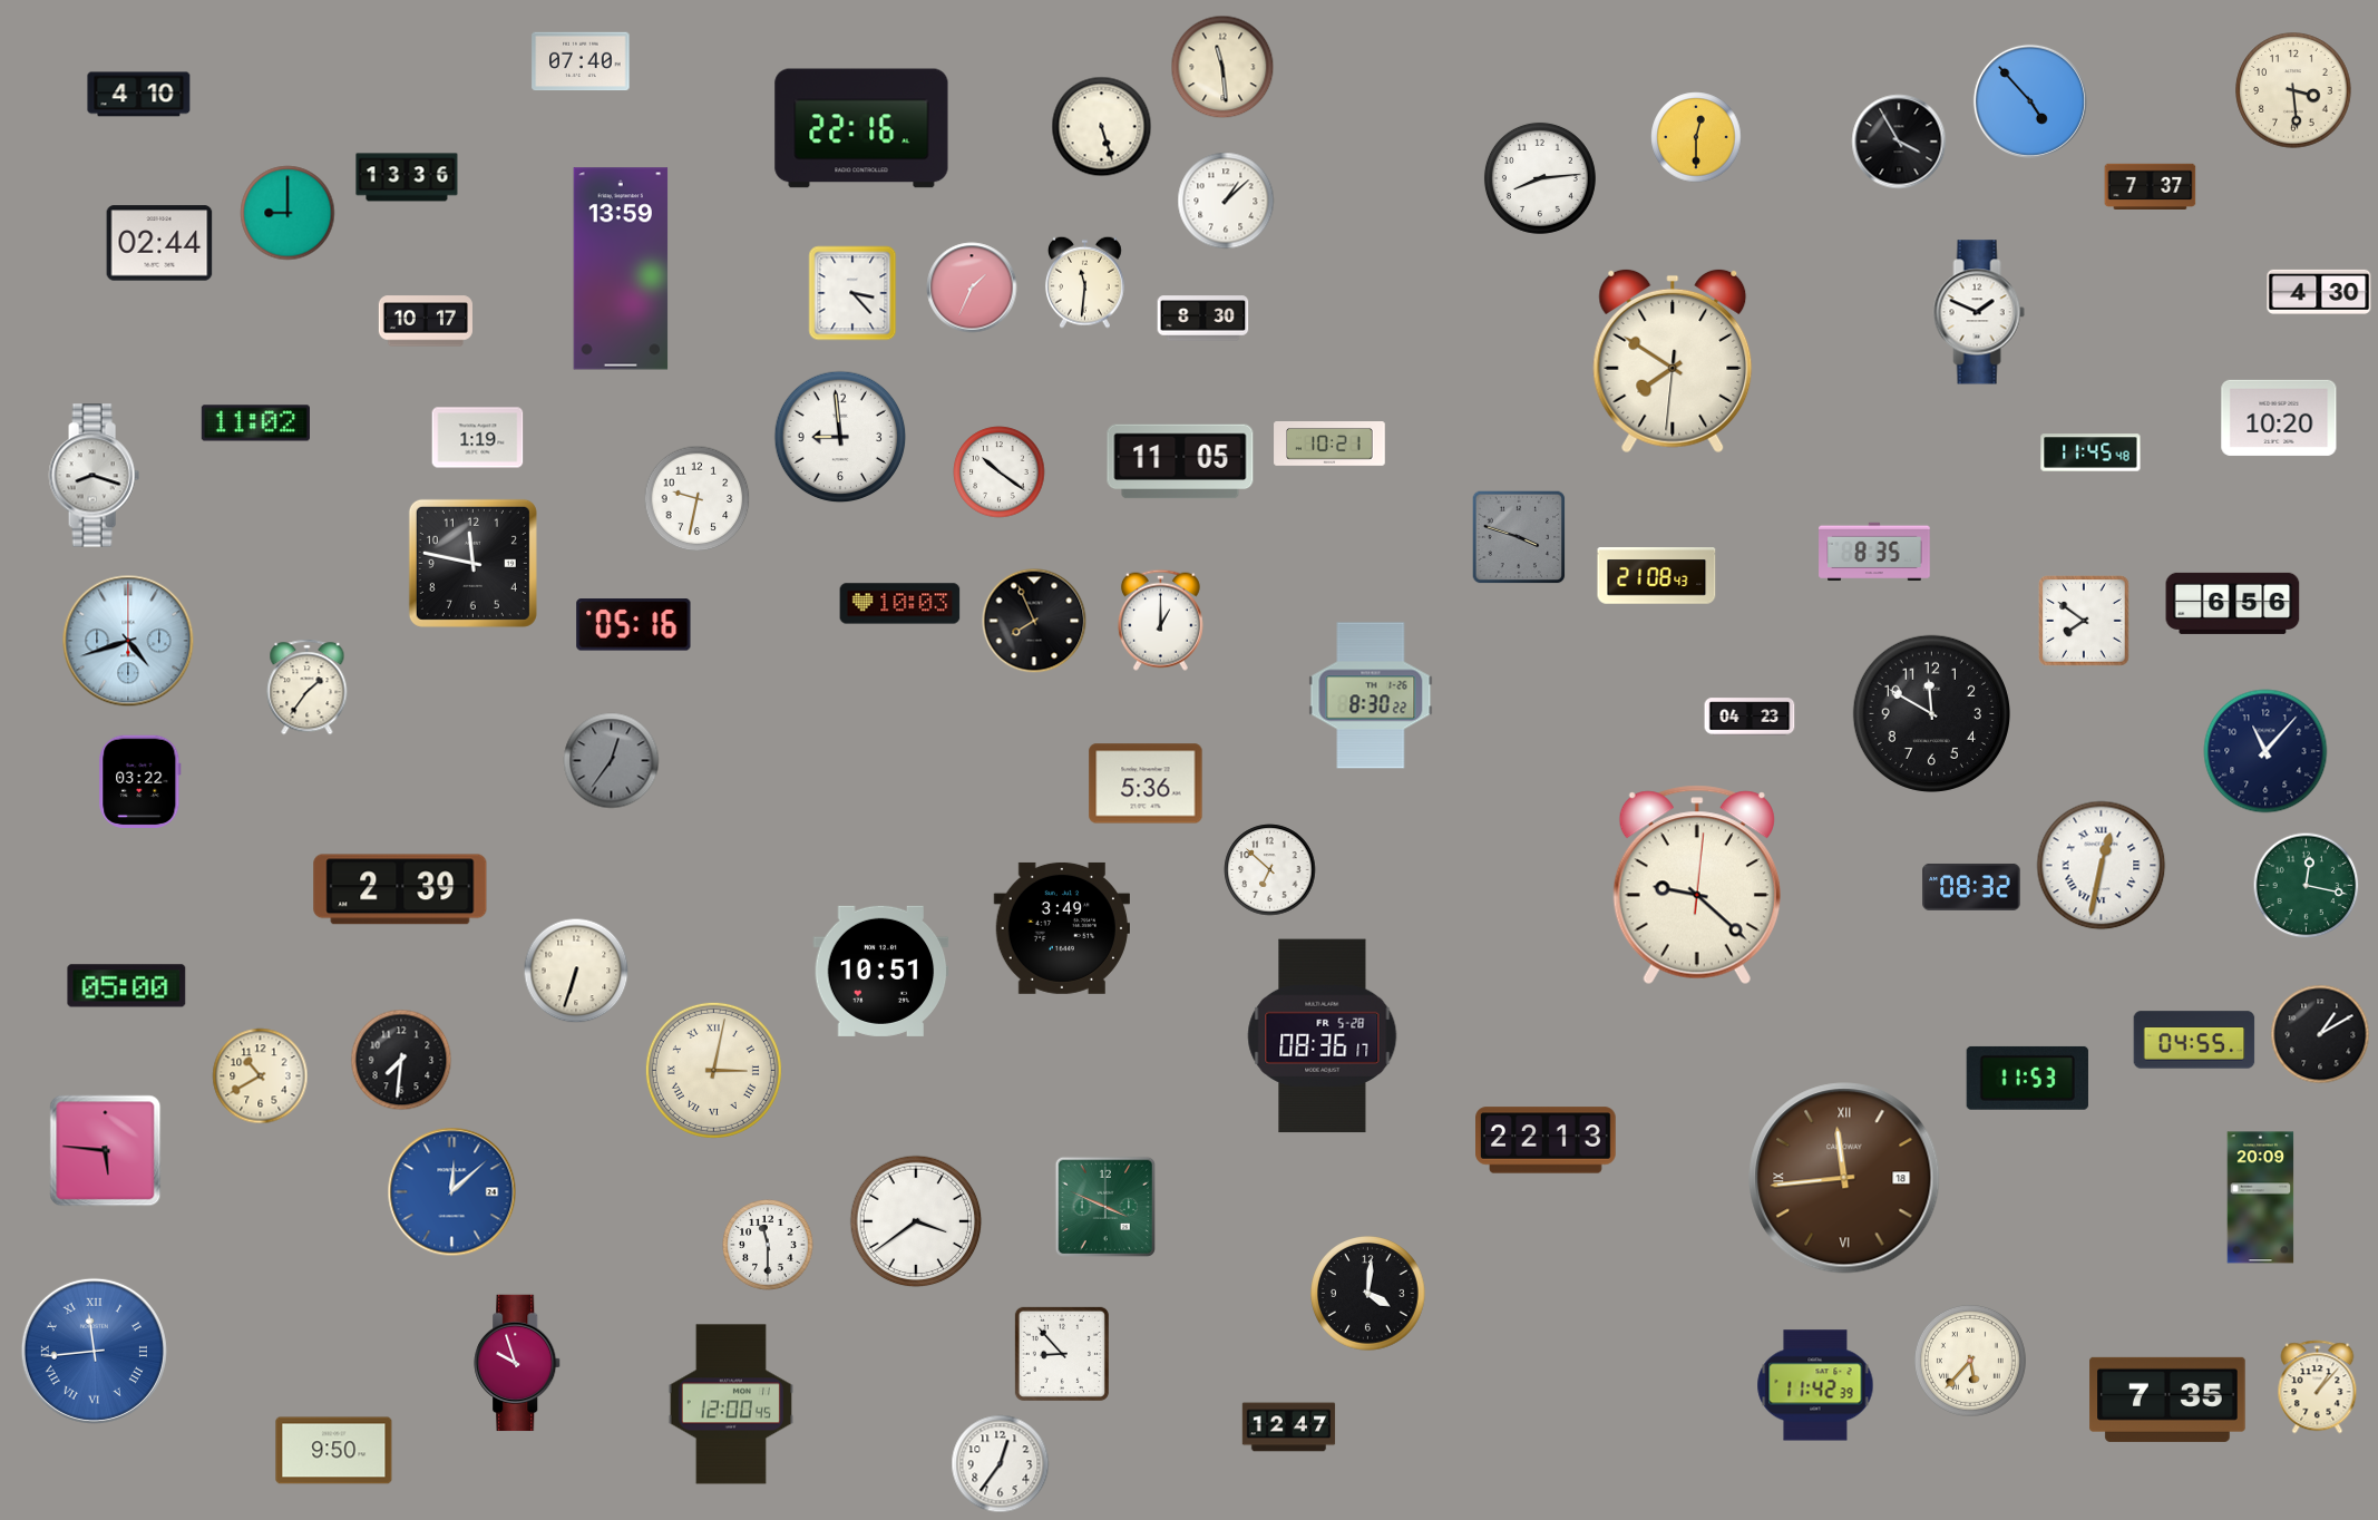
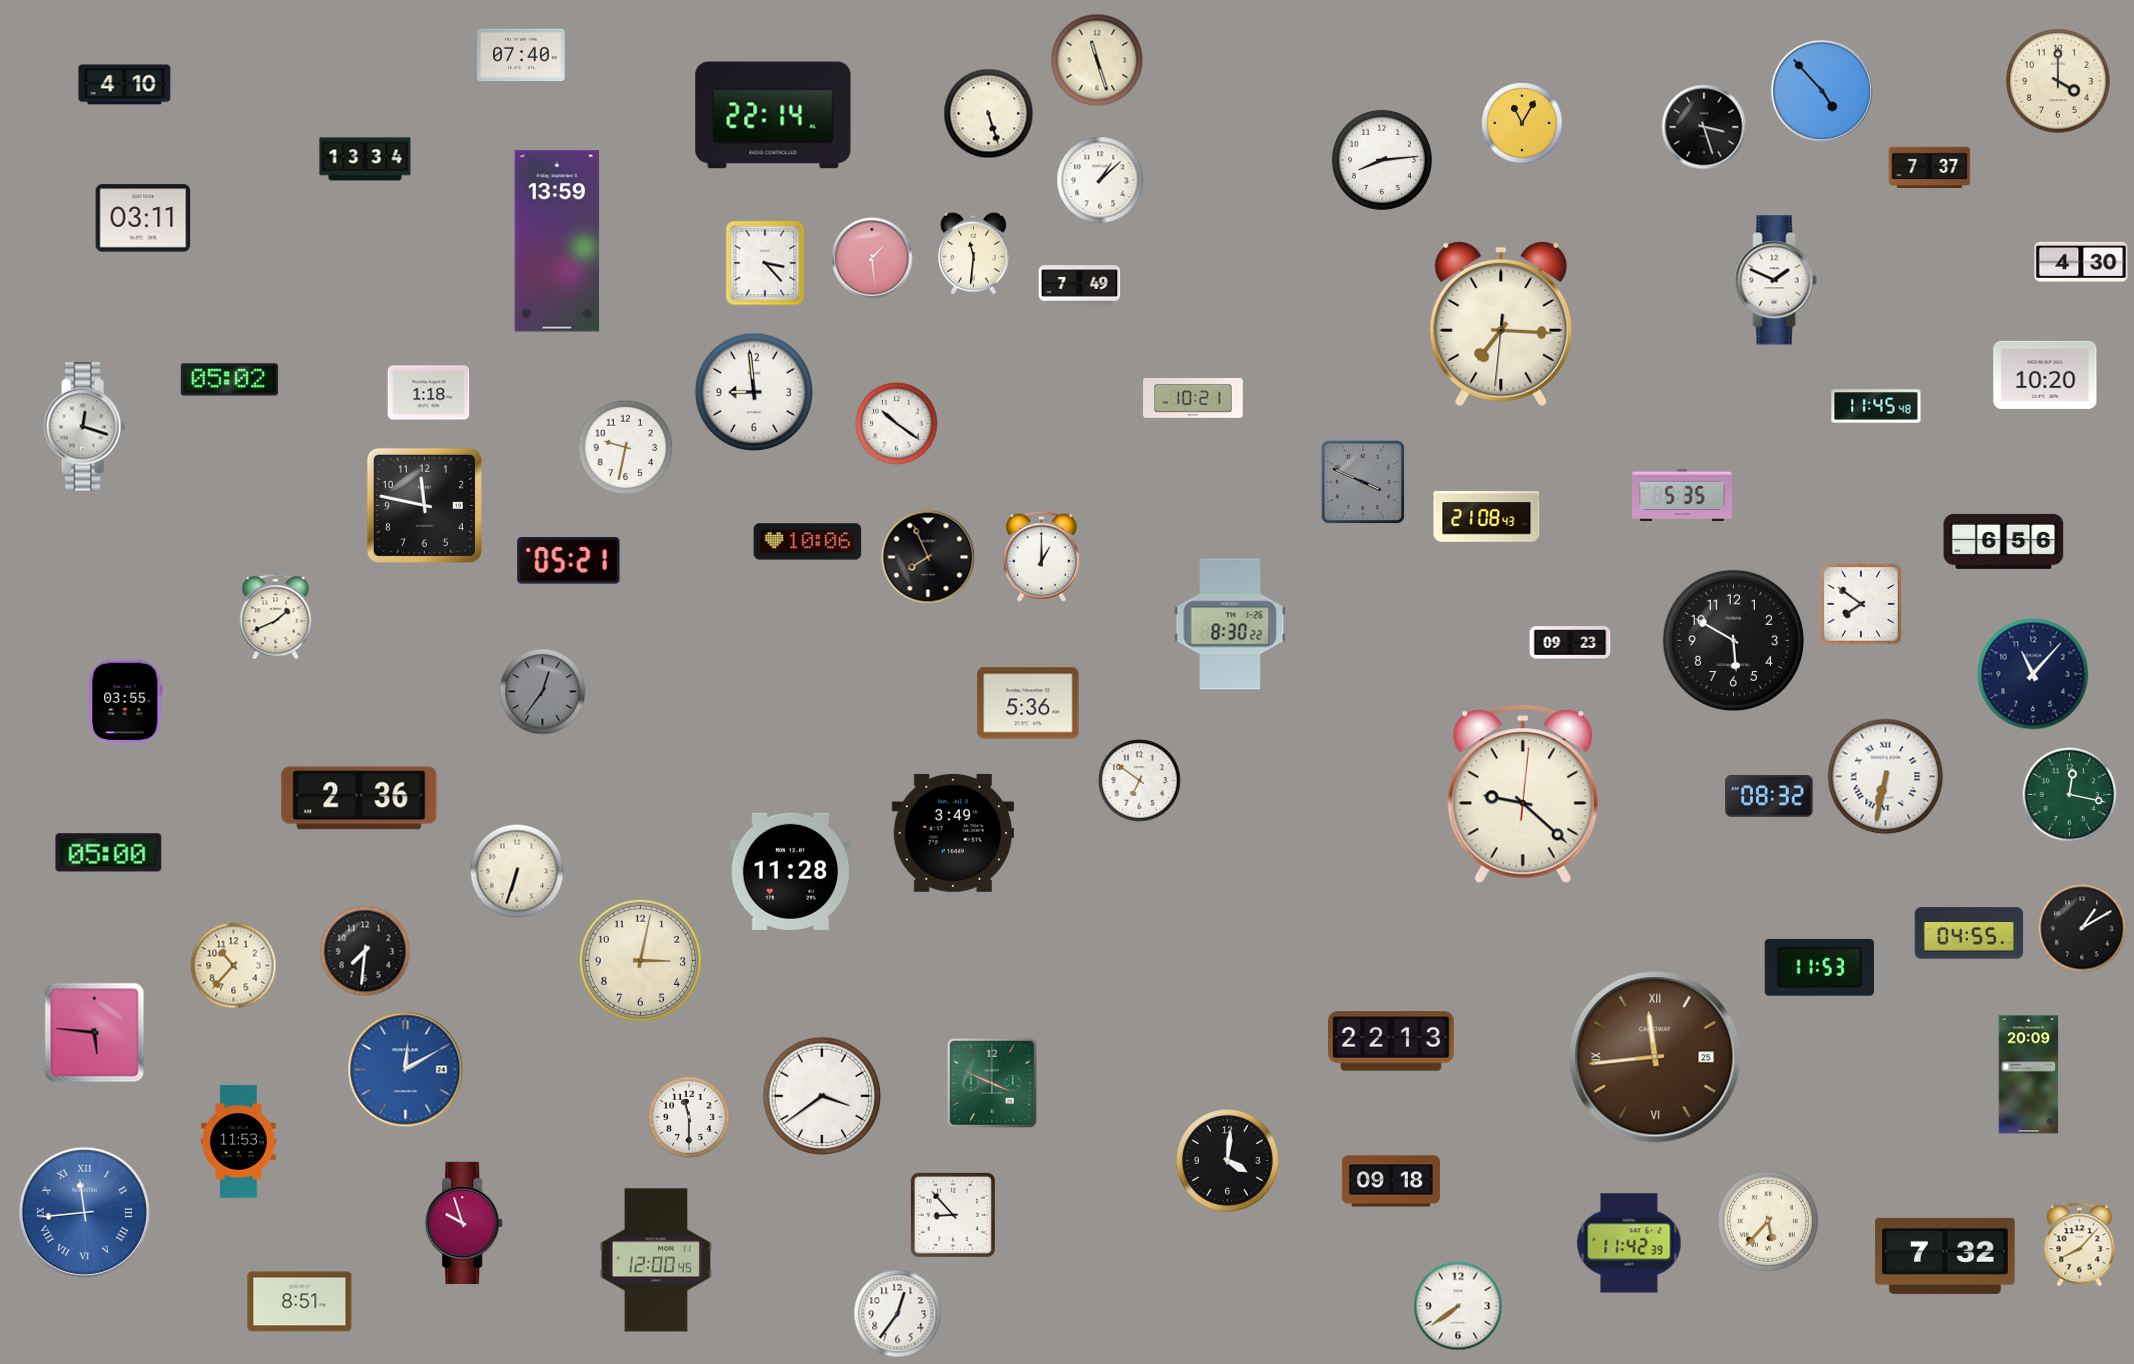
clock at (1222, 67): 11:29 -> 11:27
clock at (2293, 90): 3:29 -> 4:00
clock at (861, 128): 22:16 -> 22:14
clock at (1696, 137): 12:30 -> 11:05
clock at (1899, 142): 3:55 -> 3:27
clock at (407, 177): 13:36 -> 13:34
clock at (287, 213): 9:00 -> none
clock at (159, 243): 02:44 -> 03:11
clock at (972, 288): 1:34 -> 1:29
clock at (1203, 319): 8:30 -> 7:49
clock at (426, 321): 10:17 -> none
clock at (1673, 361): 7:50 -> 7:15
clock at (255, 423): 11:02 -> 05:02
clock at (478, 438): 1:19 -> 1:18
clock at (1180, 461): 11:05 -> none
clock at (94, 476): 8:18 -> 12:18
clock at (1519, 537): 3:48 -> 3:49
clock at (1874, 552): 8:35 -> 5:35
clock at (900, 604): 10:03 -> 10:06
clock at (2084, 621) position: (2084, 621) -> (1861, 604)
clock at (634, 625): 05:16 -> 05:21
clock at (128, 641): 4:42 -> none
clock at (308, 688): 1:36 -> 1:41
clock at (1931, 713): 11:50 -> 5:50
clock at (1750, 717): 04:23 -> 09:23
clock at (612, 761) position: (612, 761) -> (543, 692)
clock at (140, 781): 03:22 -> 03:55
clock at (2102, 866): 12:32 -> 6:32
clock at (1270, 870): 6:52 -> 6:51
clock at (400, 889): 2:39 -> 2:36
clock at (881, 971): 10:51 -> 11:28
clock at (127, 986) position: (127, 986) -> (109, 853)
clock at (1323, 1036): 08:36 -> none
clock at (401, 1060) position: (401, 1060) -> (365, 951)
clock at (713, 1070) numerals: Roman -> Arabic
clock at (261, 1076): 10:40 -> 10:37
clock at (1547, 1140) position: (1547, 1140) -> (1392, 1041)
clock at (1844, 1178) date: 18 -> 25
clock at (452, 1192): 12:08 -> 12:10
clock at (239, 1142): none -> 11:53
clock at (1391, 1181): none -> 09:18
clock at (2318, 1387): 1:07 -> 8:07
clock at (2167, 1400): 7:35 -> 7:32
clock at (1289, 1428): 12:47 -> none
clock at (334, 1451): 9:50 -> 8:51
clock at (1458, 1306): none -> 7:39
